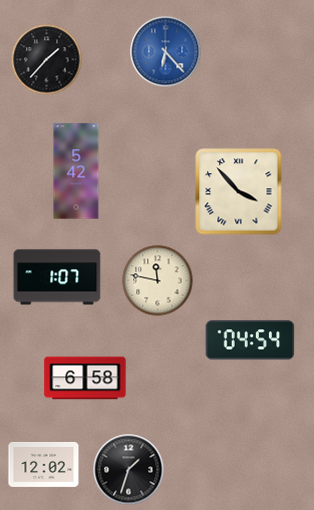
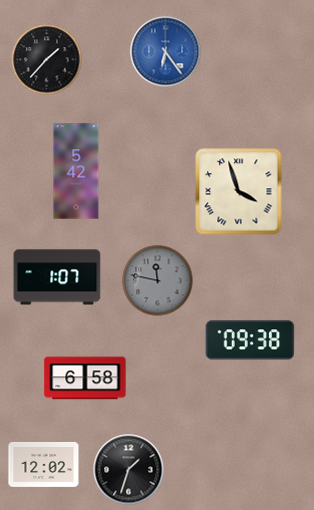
clock at (166, 52): 6:23 -> 6:24
clock at (239, 192): 3:53 -> 3:57
clock at (158, 281) dial: cream -> grey
clock at (250, 340): 04:54 -> 09:38
